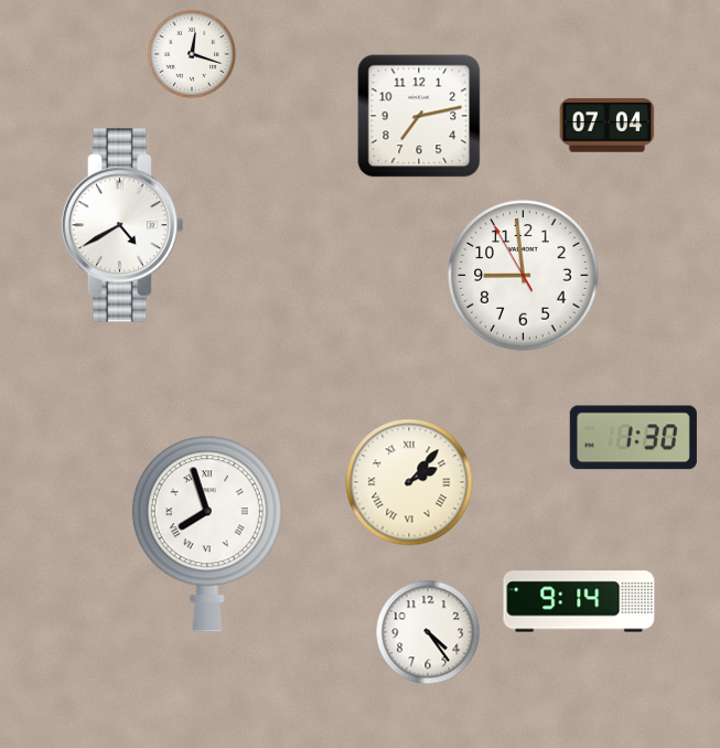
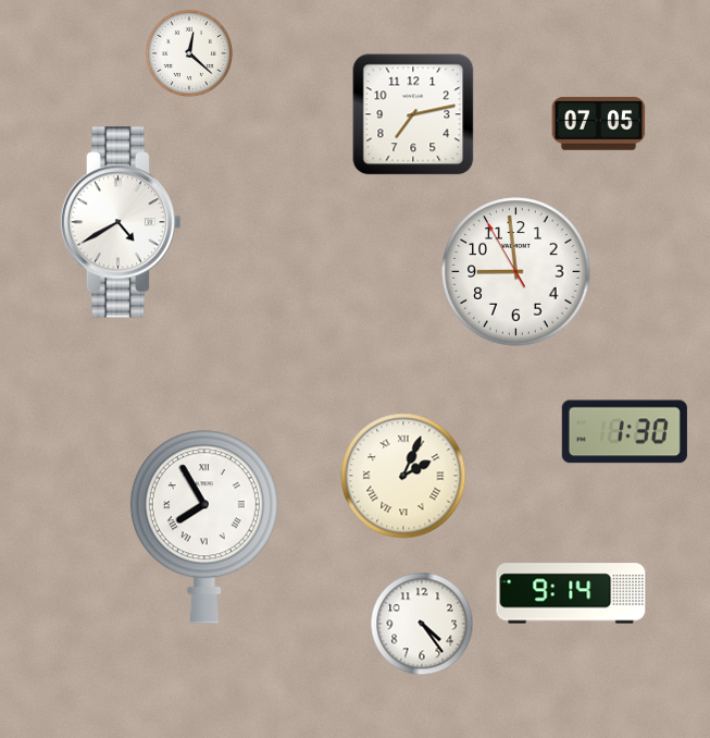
clock at (192, 54): 12:18 -> 12:22
clock at (608, 126): 07:04 -> 07:05
clock at (409, 482): 2:07 -> 2:04
clock at (207, 534): 7:57 -> 7:55
